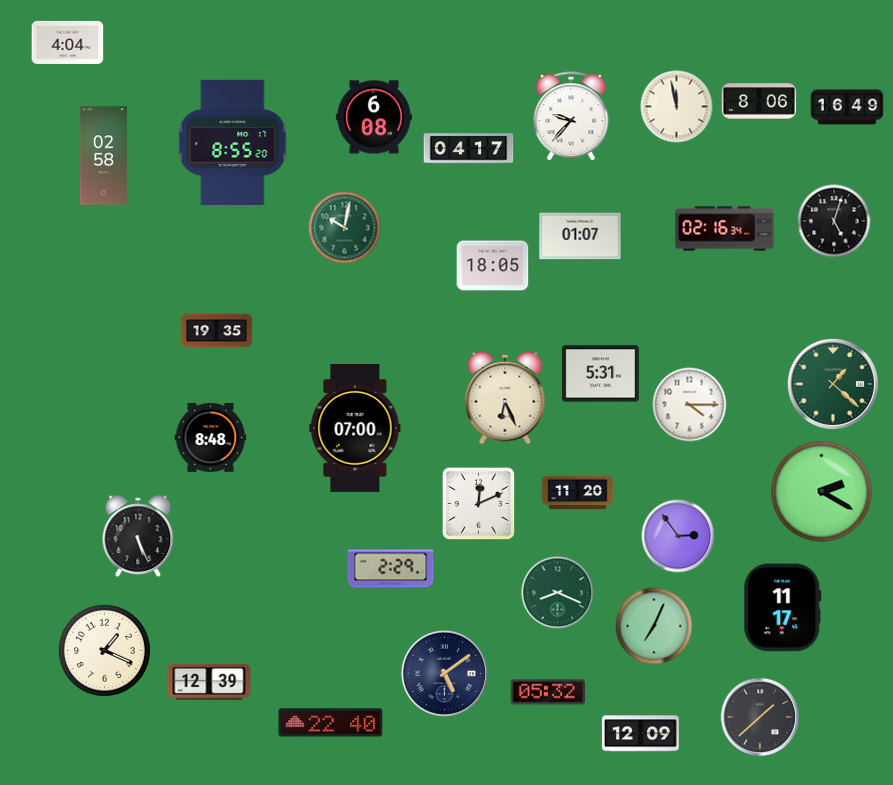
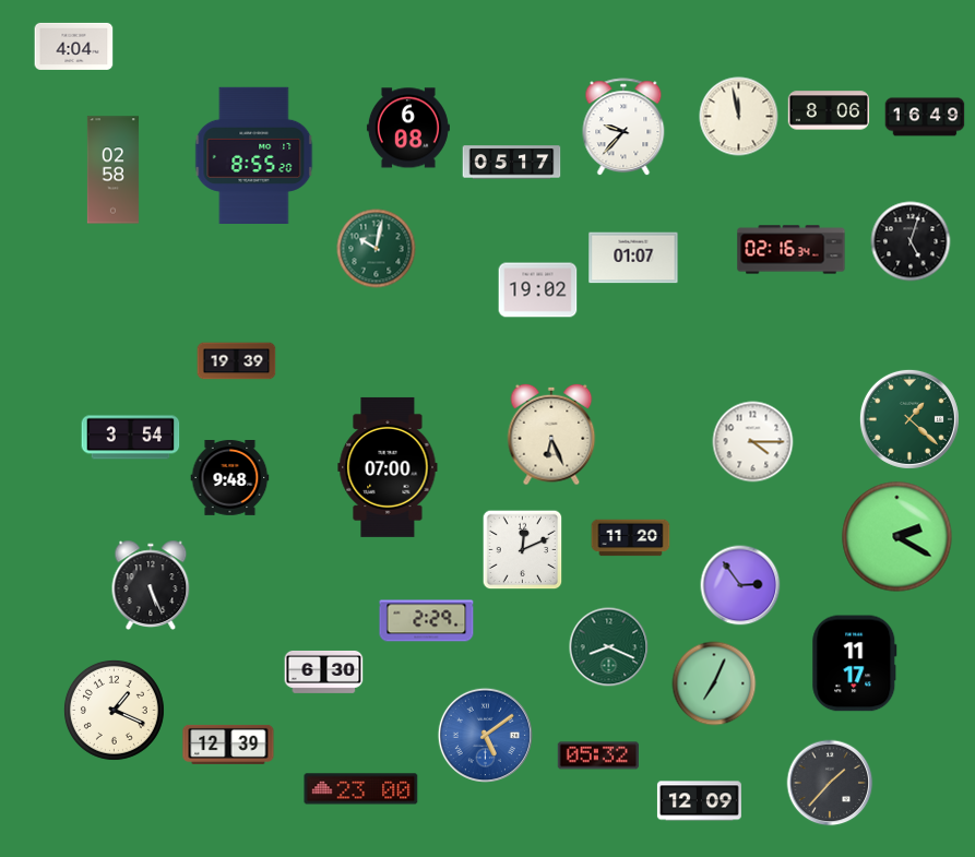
clock at (469, 149): 04:17 -> 05:17
clock at (493, 266): 18:05 -> 19:02
clock at (217, 331): 19:35 -> 19:39
clock at (600, 374): 5:31 -> none
clock at (131, 438): none -> 3:54
clock at (211, 438): 8:48 -> 9:48
clock at (324, 671): none -> 6:30
clock at (444, 673) dial: navy -> blue
clock at (760, 717): 1:38 -> 1:37
clock at (331, 723): 22:40 -> 23:00
